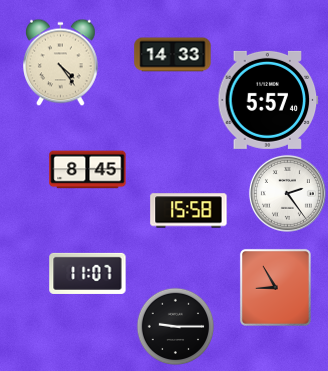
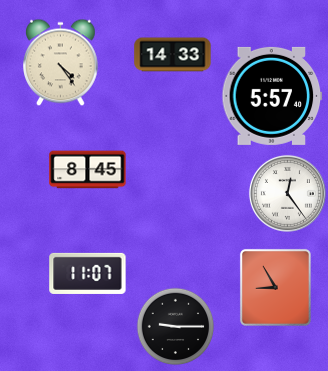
clock at (268, 100) position: (268, 100) -> (272, 96)
clock at (287, 193): 2:24 -> 12:24
clock at (189, 211): 15:58 -> none
